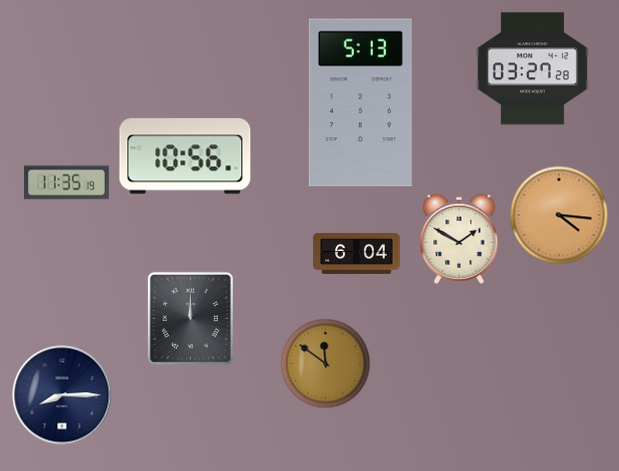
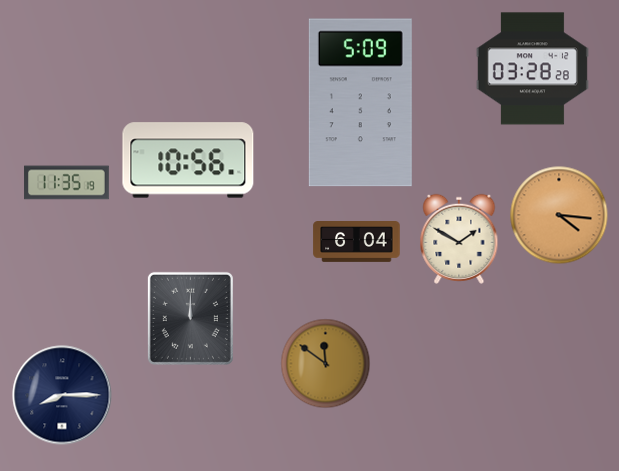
clock at (532, 69): 03:27 -> 03:28
clock at (360, 103): 5:13 -> 5:09
clock at (185, 156) position: (185, 156) -> (188, 160)
clock at (357, 254) position: (357, 254) -> (357, 242)
